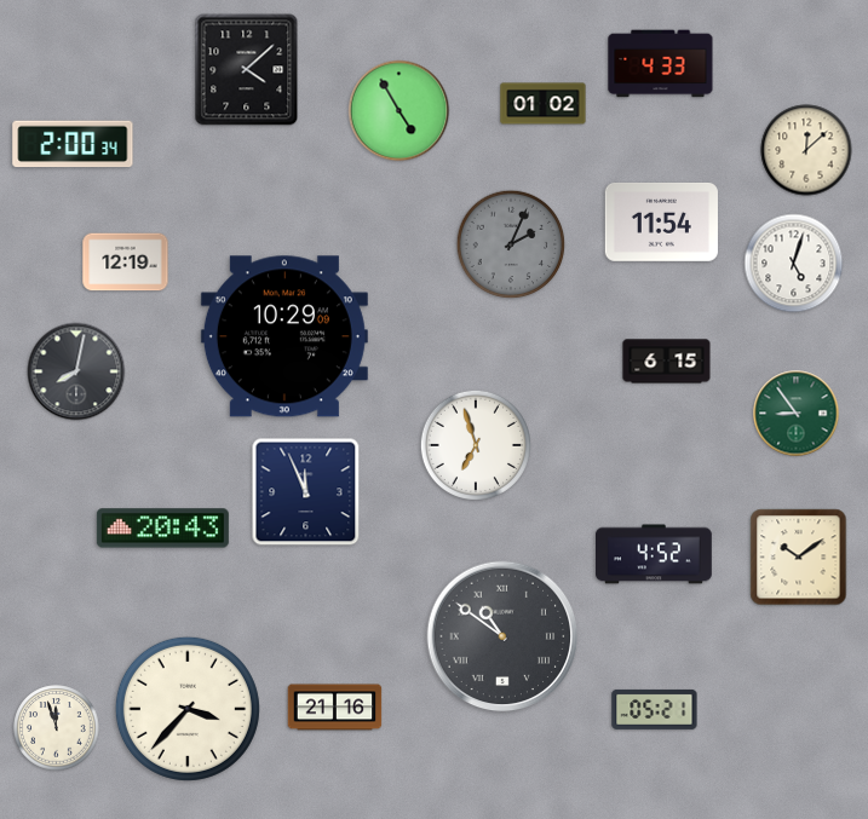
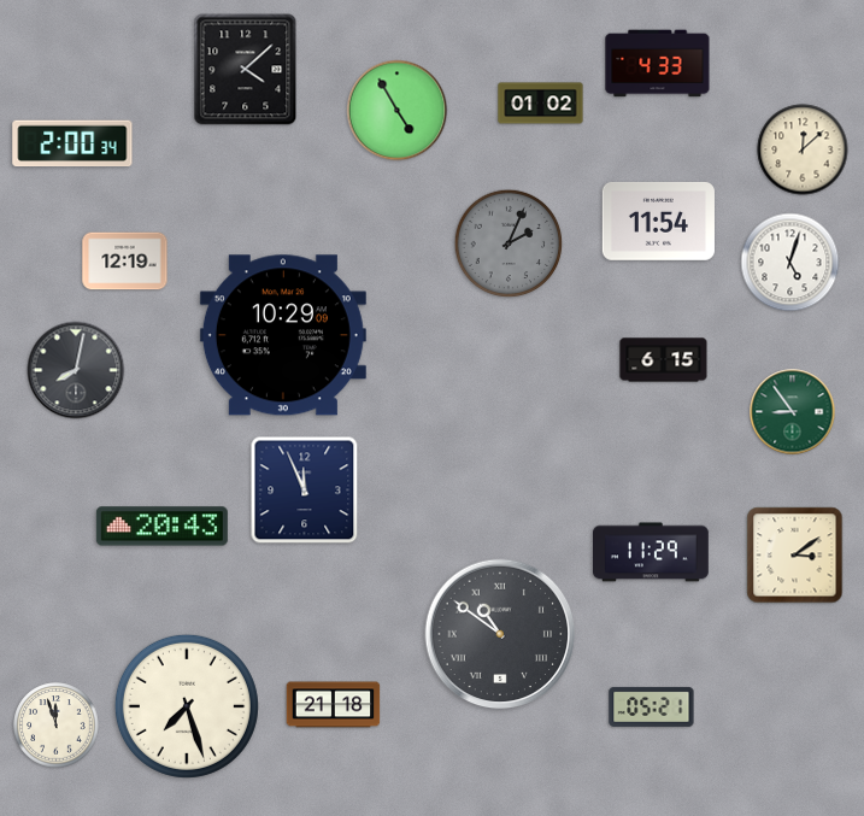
clock at (476, 445): 6:57 -> none
clock at (654, 554): 4:52 -> 11:29
clock at (799, 558): 10:09 -> 3:09
clock at (335, 708): 21:16 -> 21:18
clock at (188, 709): 3:37 -> 7:27
